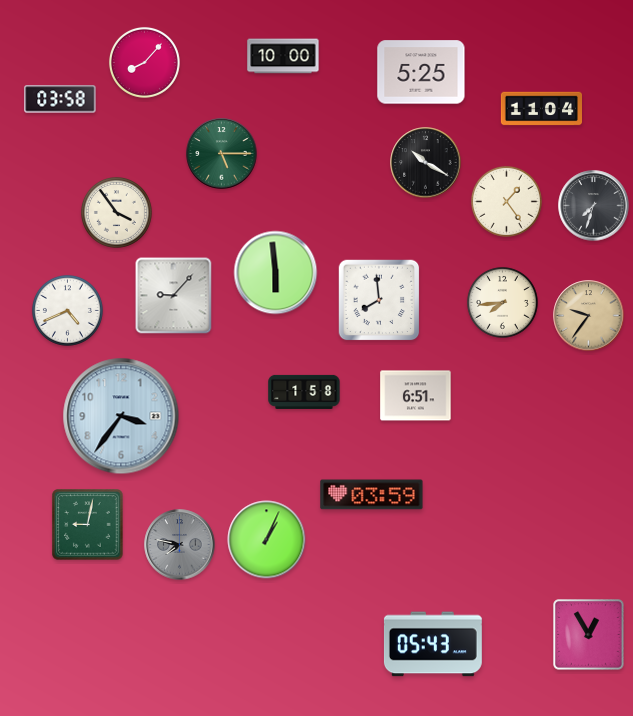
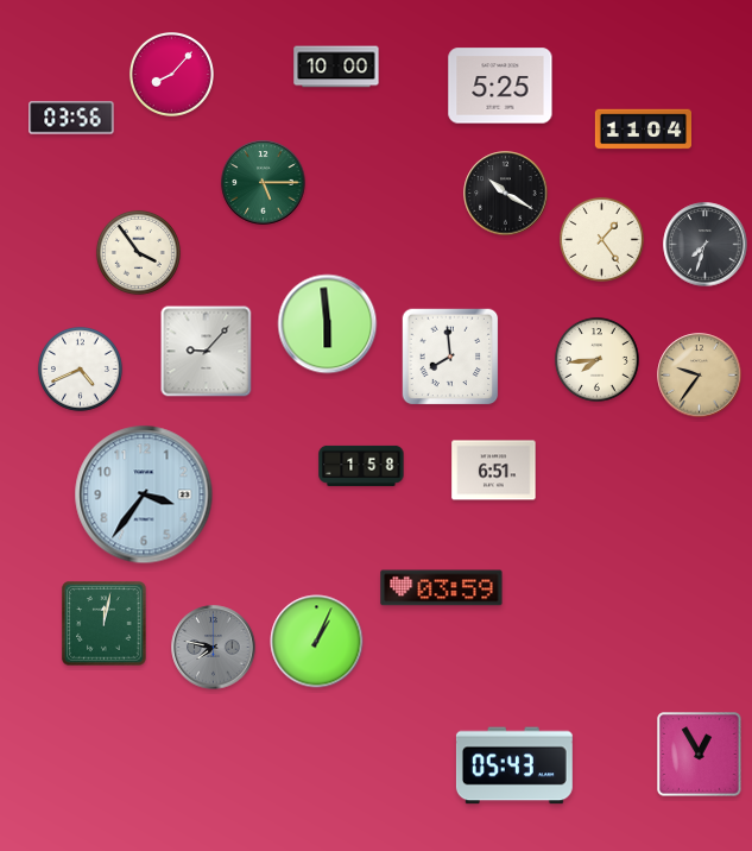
clock at (60, 99): 03:58 -> 03:56
clock at (88, 525): 9:02 -> 12:02
